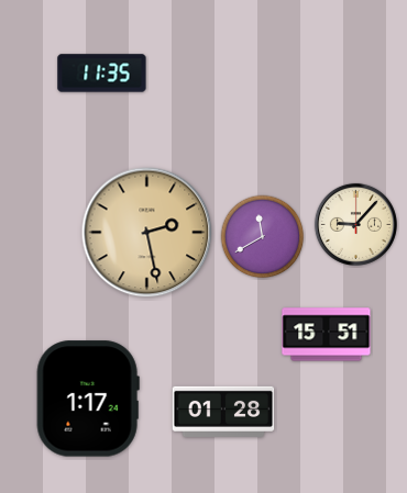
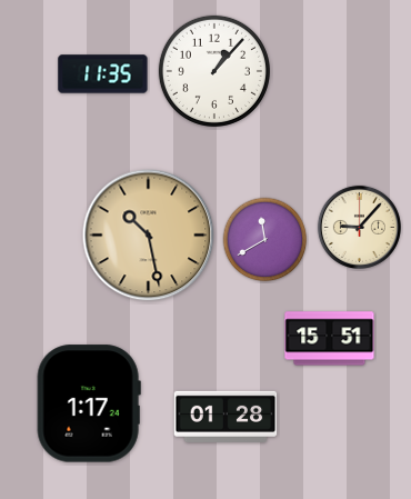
clock at (214, 71): none -> 1:07
clock at (147, 233): 2:28 -> 10:28
